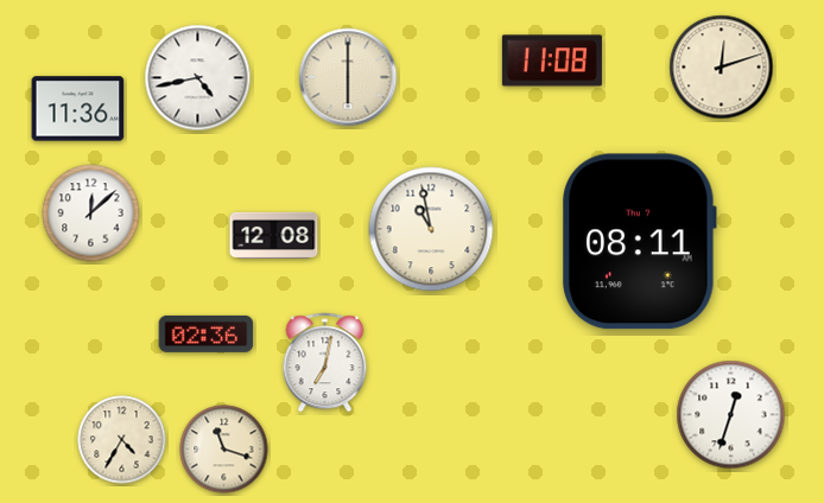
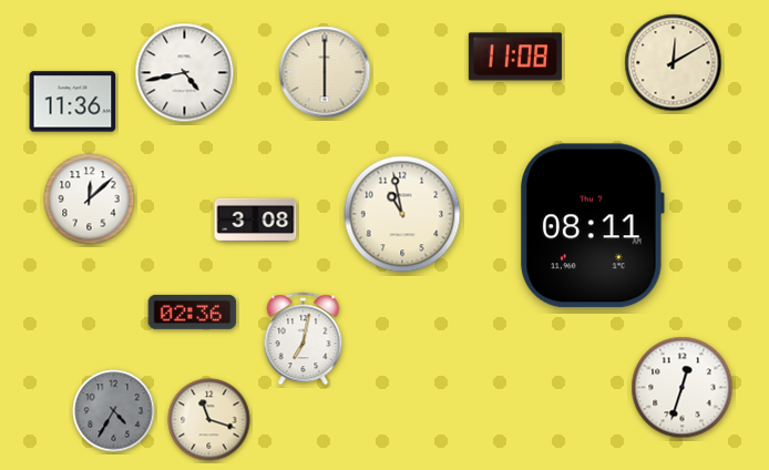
clock at (722, 68): 12:12 -> 12:10
clock at (91, 214) position: (91, 214) -> (90, 200)
clock at (274, 235): 12:08 -> 3:08
clock at (640, 242) position: (640, 242) -> (593, 226)
clock at (122, 440) dial: cream -> grey
